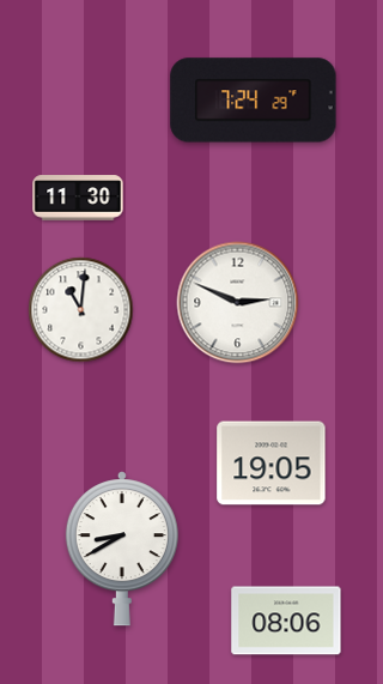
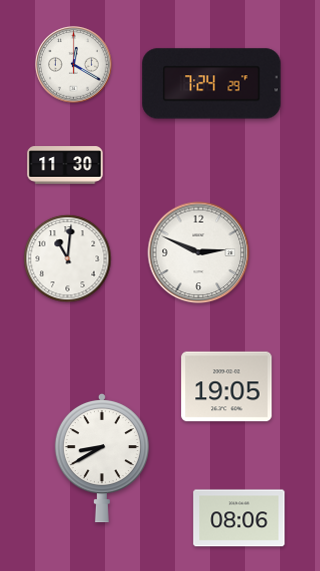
clock at (74, 65): none -> 12:20
